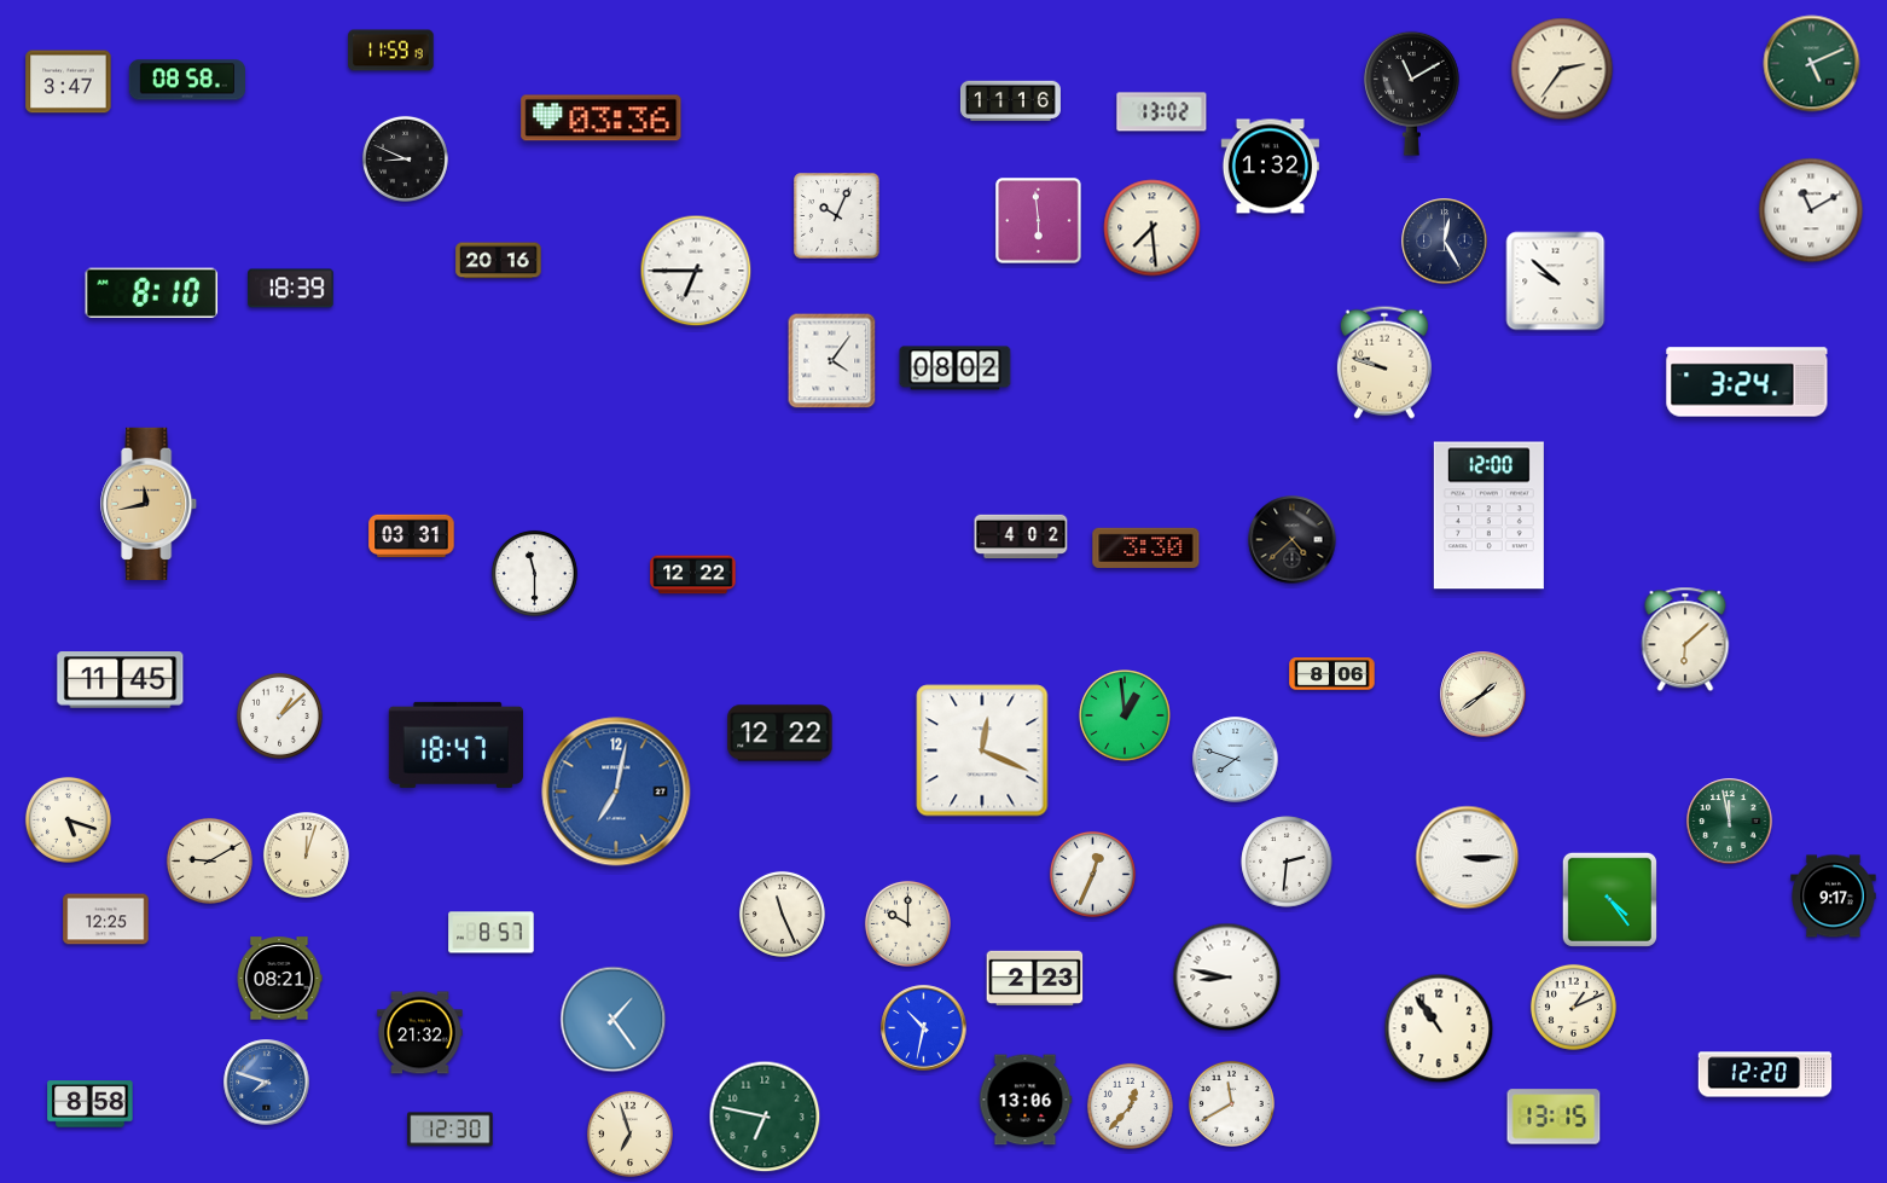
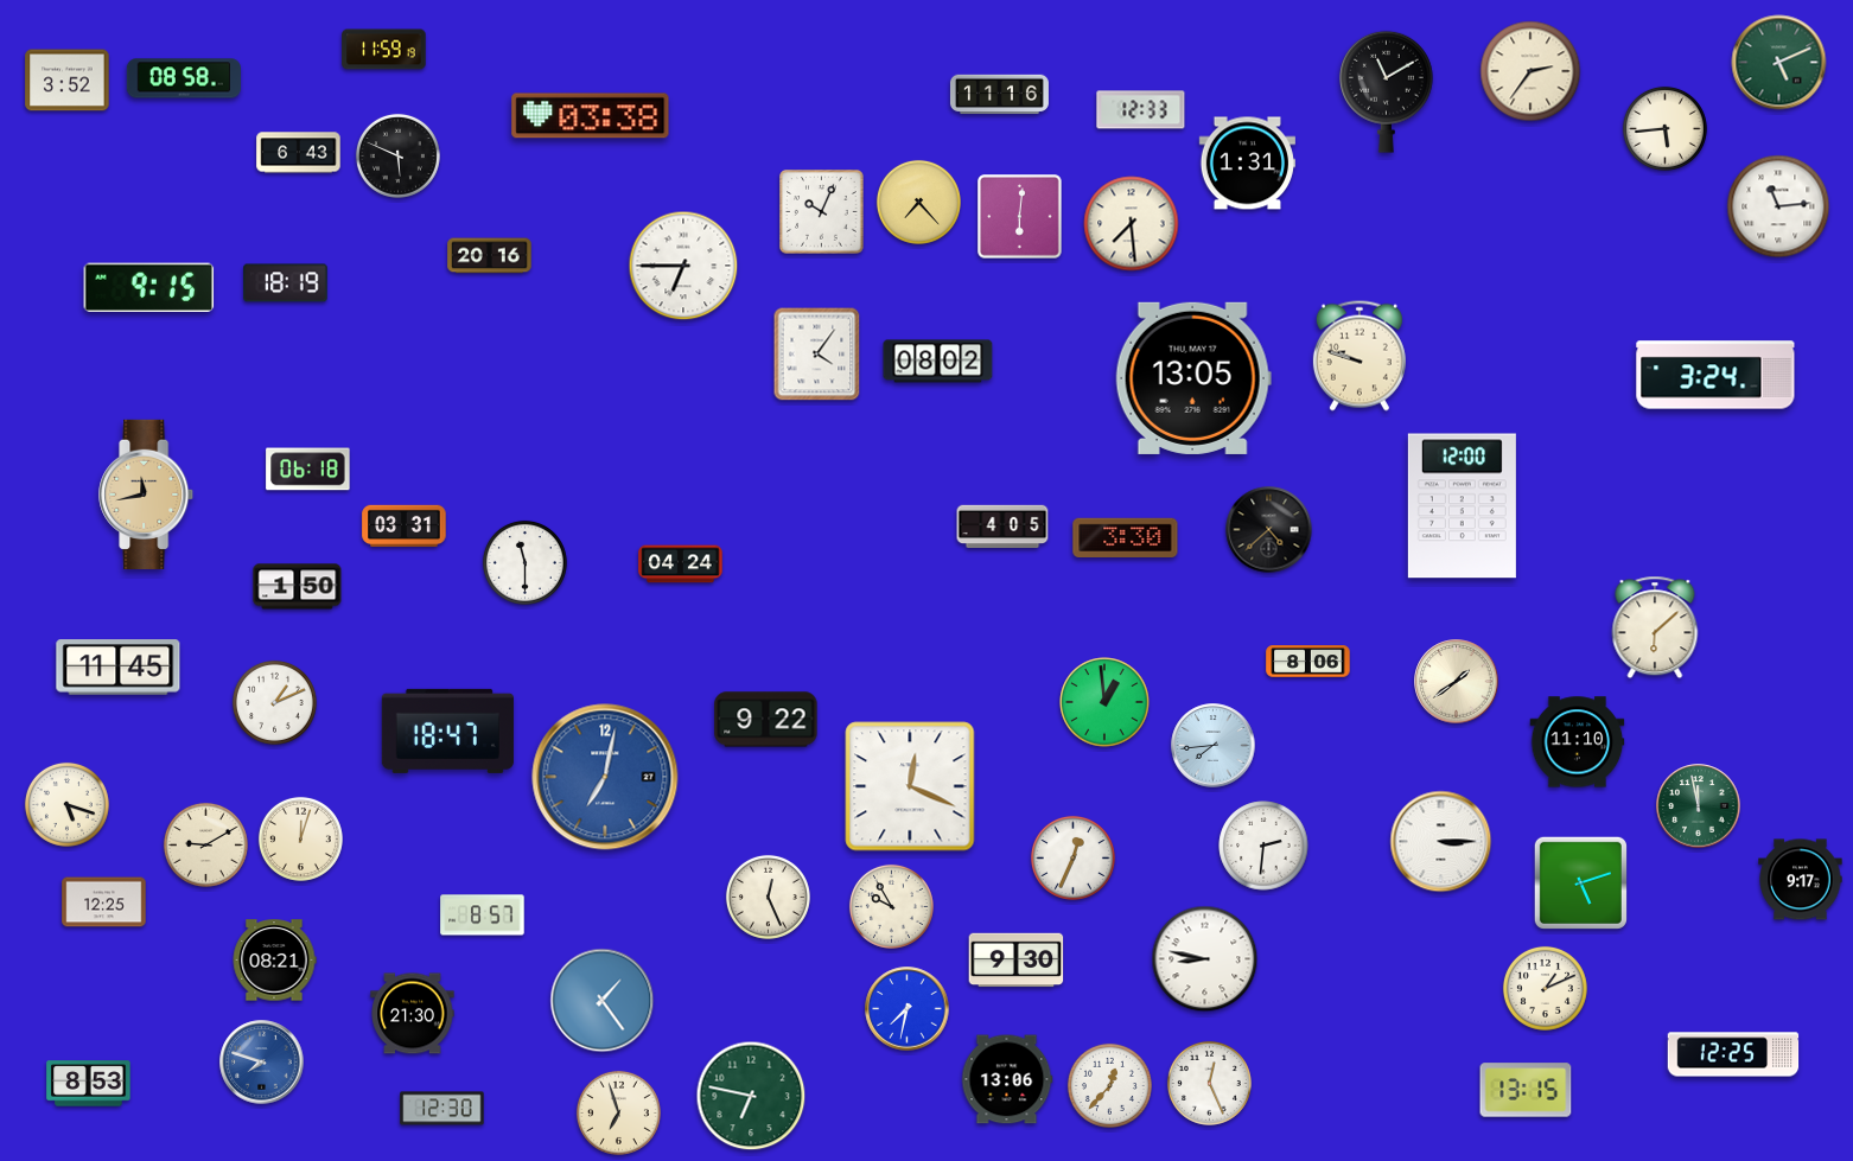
clock at (1562, 69) position: (1562, 69) -> (1530, 71)
clock at (69, 82): 3:47 -> 3:52
clock at (1010, 102) position: (1010, 102) -> (999, 95)
clock at (1162, 112): 13:02 -> 12:33
clock at (602, 118): 03:36 -> 03:38
clock at (1664, 128): none -> 5:44
clock at (299, 153): none -> 6:43
clock at (405, 158): 8:49 -> 5:49
clock at (1270, 167): 1:32 -> 1:31
clock at (918, 202): none -> 7:23
clock at (1811, 210): 11:10 -> 11:14
clock at (1039, 221): 5:59 -> 6:01
clock at (1445, 242): 12:25 -> none
clock at (1556, 282): 9:52 -> none
clock at (291, 289): 18:39 -> 18:19
clock at (152, 292): 8:10 -> 9:15
clock at (1193, 378): none -> 13:05
clock at (308, 470): none -> 06:18
clock at (1021, 537): 4:02 -> 4:05
clock at (693, 575): 12:22 -> 04:24
clock at (298, 587): none -> 1:50
clock at (279, 715): 1:08 -> 1:11
clock at (780, 733): 12:22 -> 9:22
clock at (982, 750) position: (982, 750) -> (910, 786)
clock at (1578, 742): none -> 11:10
clock at (1236, 760): 7:48 -> 7:44
clock at (1609, 899): 4:24 -> 5:12
clock at (782, 914): 11:26 -> 12:26
clock at (907, 923): 10:00 -> 9:55
clock at (1035, 979): 2:23 -> 9:30
clock at (924, 1028): 10:32 -> 7:32
clock at (1439, 1028): 10:54 -> none
clock at (420, 1033): 21:32 -> 21:30
clock at (1765, 1074): 12:20 -> 12:25
clock at (1231, 1103): 11:40 -> 12:26
clock at (91, 1104): 8:58 -> 8:53
clock at (1554, 1117) position: (1554, 1117) -> (1526, 1090)
